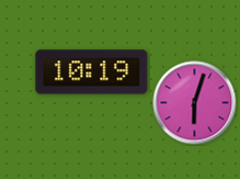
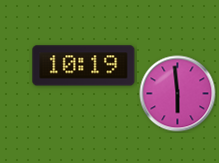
clock at (195, 103): 6:03 -> 5:59
